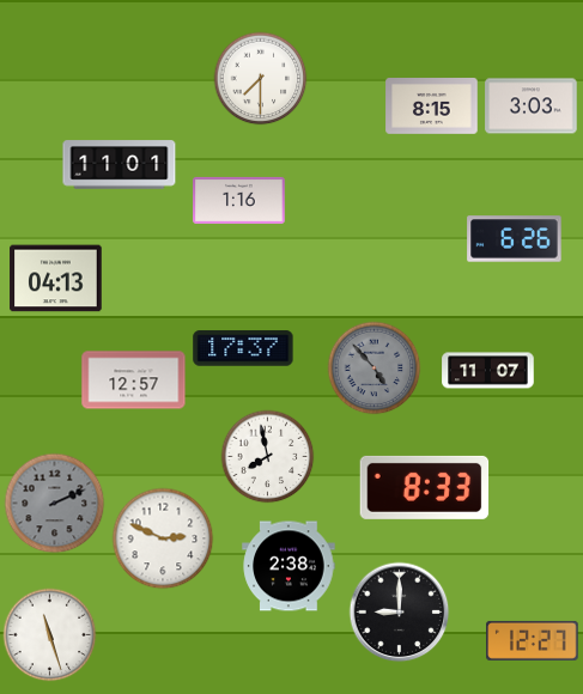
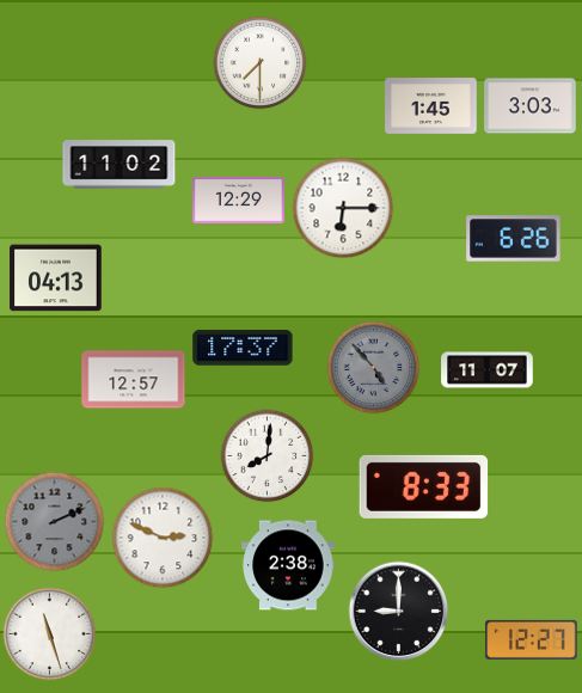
clock at (260, 78) position: (260, 78) -> (259, 62)
clock at (432, 106): 8:15 -> 1:45
clock at (120, 165): 11:01 -> 11:02
clock at (239, 200): 1:16 -> 12:29
clock at (343, 208): none -> 6:15
clock at (267, 456): 7:58 -> 8:01
clock at (54, 503) position: (54, 503) -> (54, 521)
